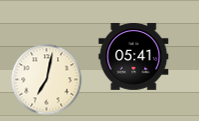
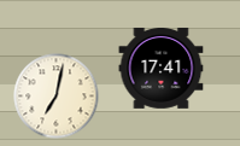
clock at (134, 56): 05:41 -> 17:41
